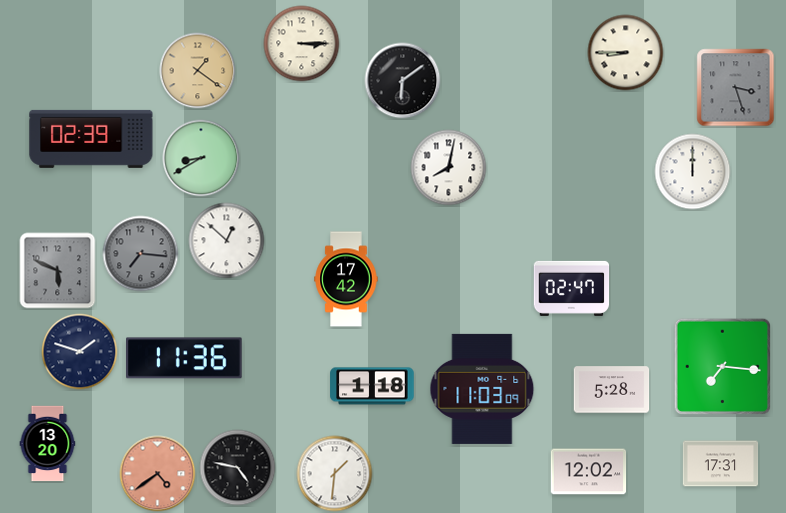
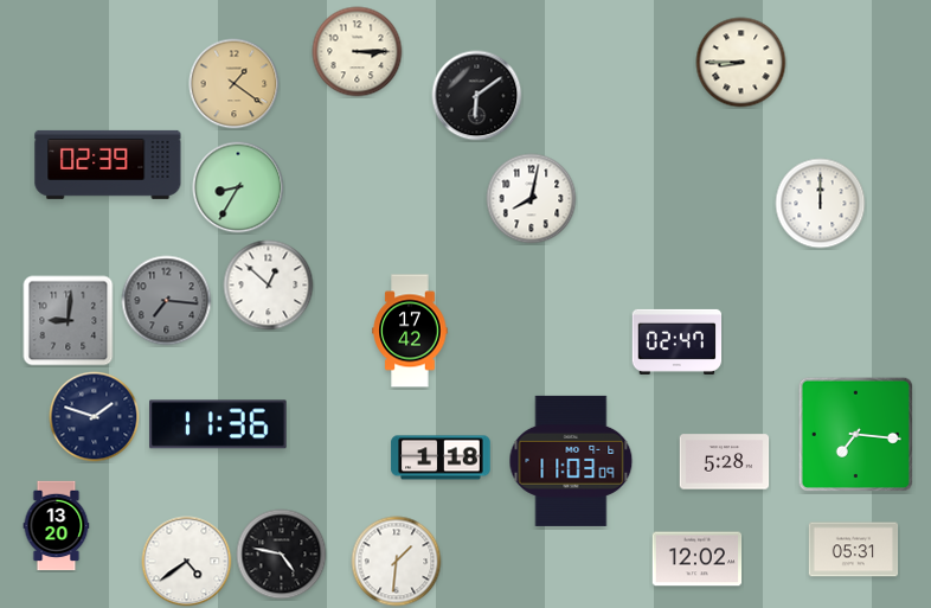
clock at (736, 88): 3:27 -> none
clock at (201, 158): 8:40 -> 8:35
clock at (58, 271): 5:49 -> 9:01
clock at (721, 464): 17:31 -> 05:31
clock at (158, 474) dial: salmon -> white
